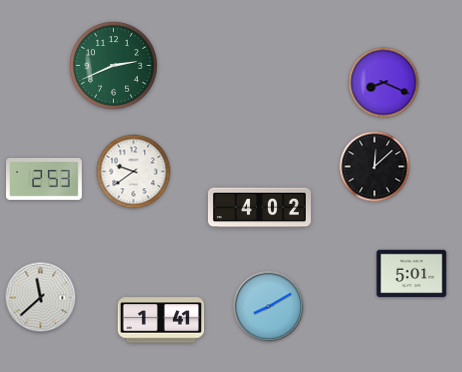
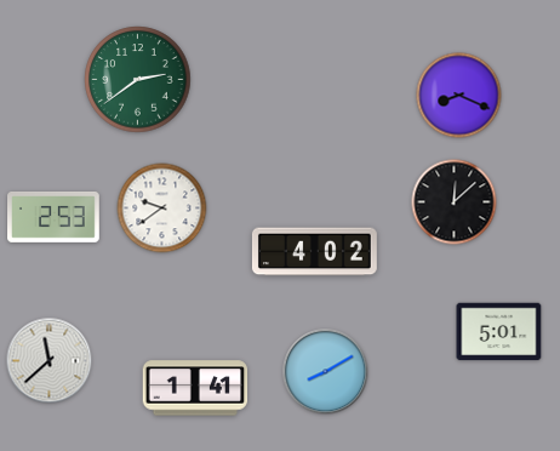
clock at (114, 66): 2:41 -> 2:39
clock at (384, 83) position: (384, 83) -> (459, 96)
